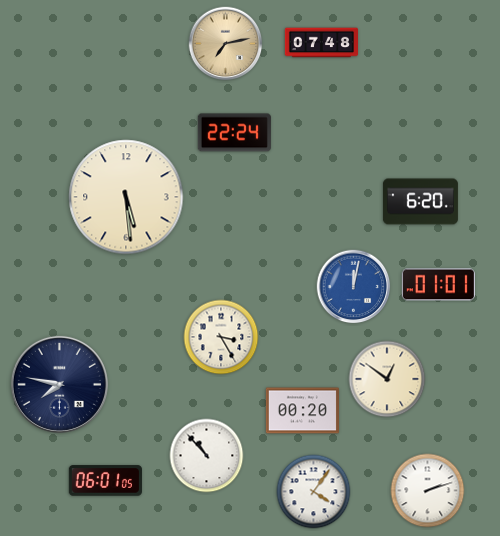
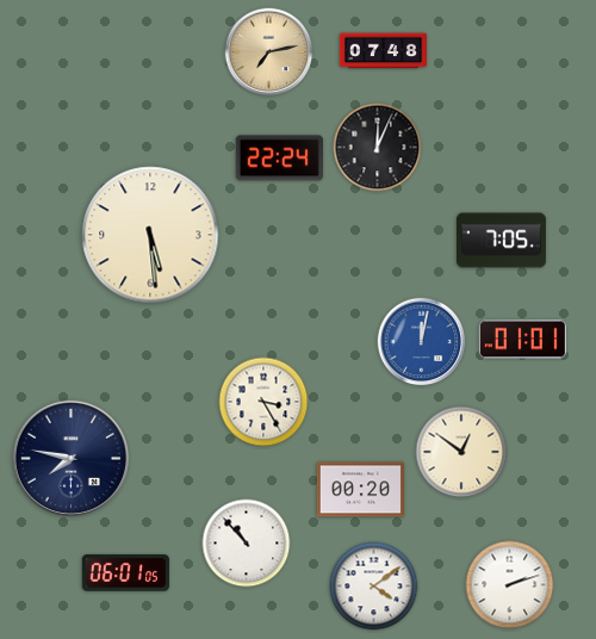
clock at (378, 148): none -> 12:04
clock at (420, 202): 6:20 -> 7:05
clock at (314, 492): 4:06 -> 4:09
